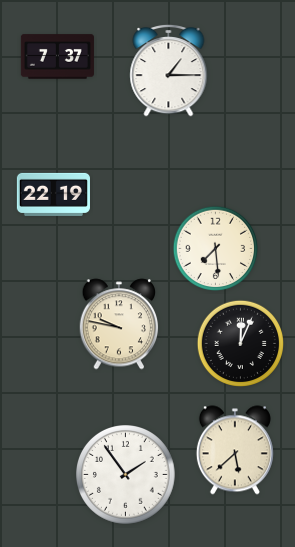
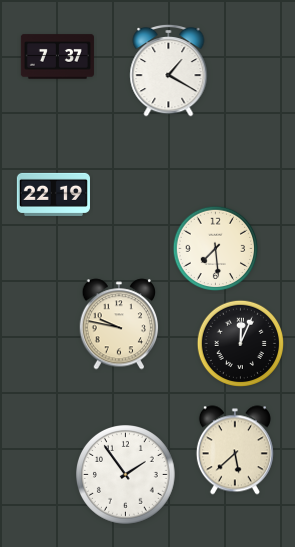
clock at (169, 70): 1:15 -> 1:20
